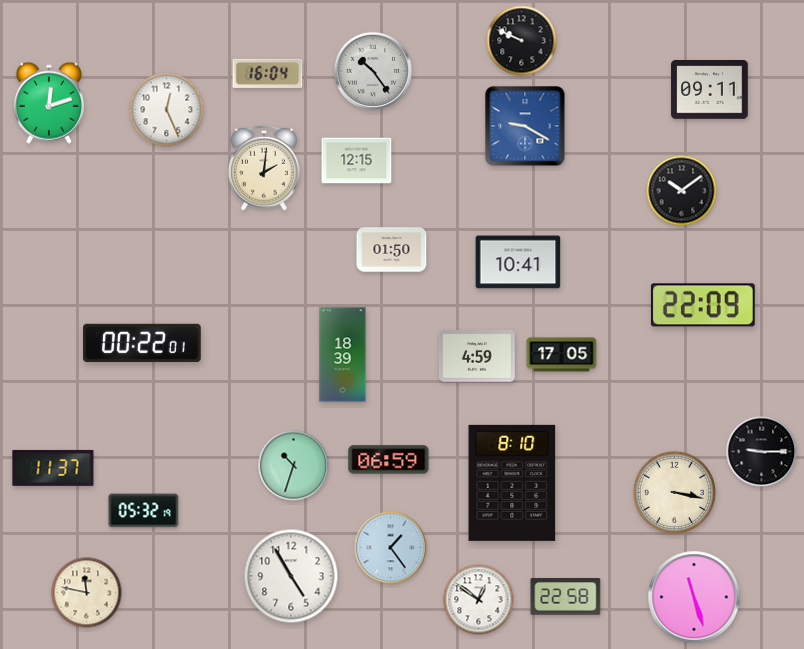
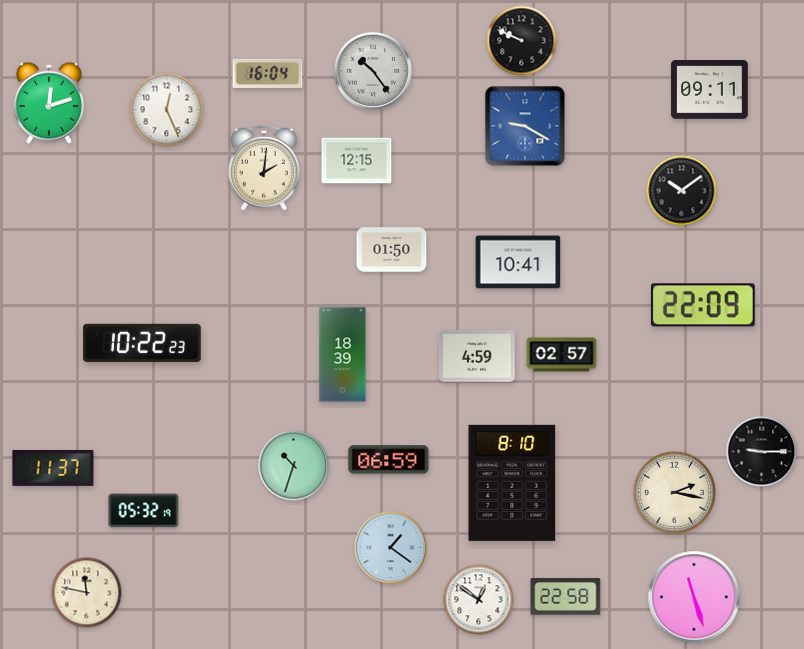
clock at (142, 343): 00:22 -> 10:22
clock at (562, 355): 17:05 -> 02:57
clock at (674, 492): 3:17 -> 2:17
clock at (391, 548): 1:24 -> 1:21
clock at (291, 576): 4:55 -> none
